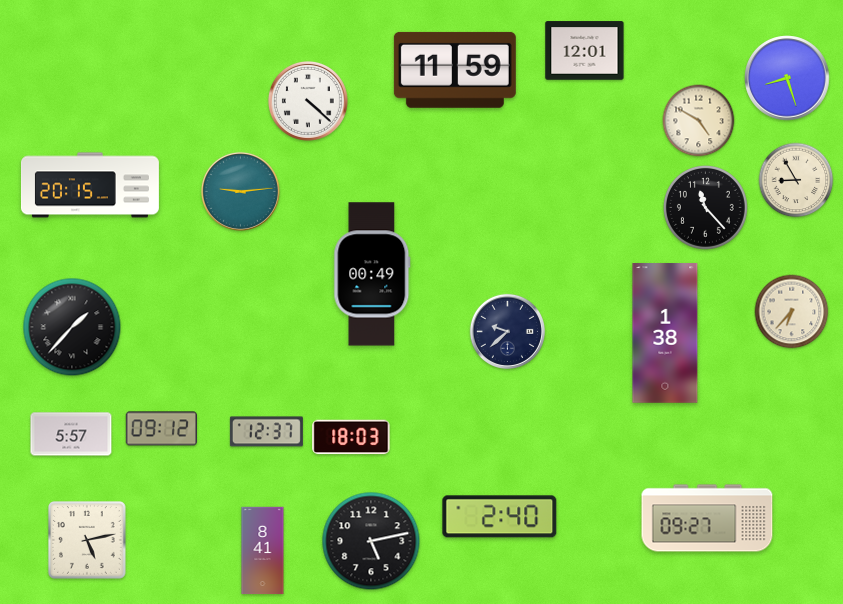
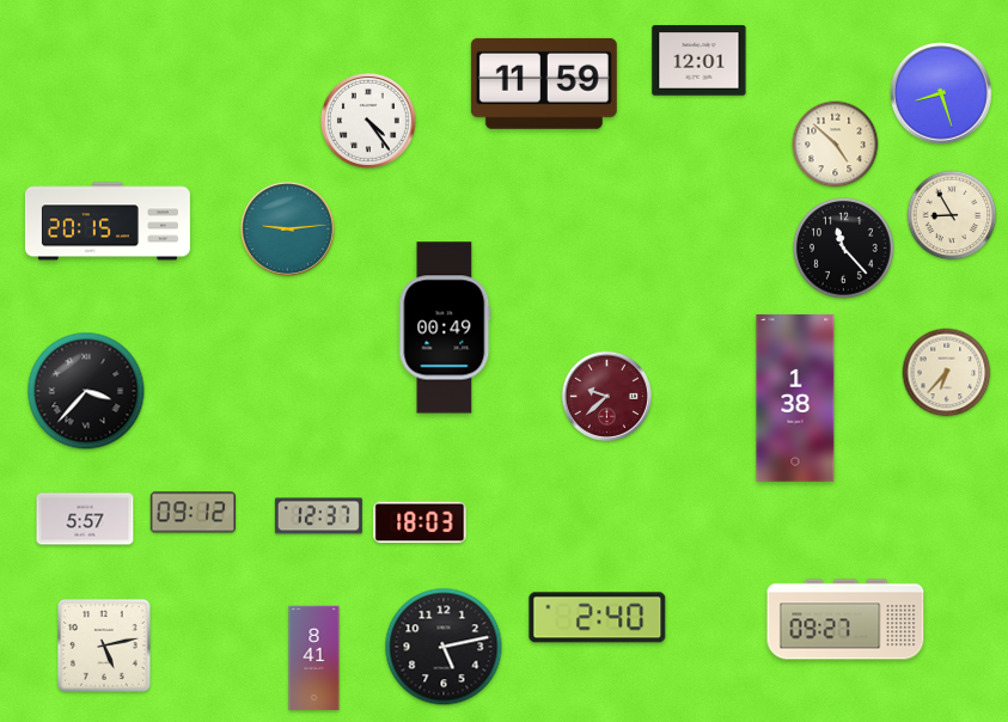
clock at (308, 101): 4:22 -> 4:24
clock at (699, 121): 4:50 -> 4:52
clock at (72, 327): 1:37 -> 3:37
clock at (507, 331) dial: navy -> burgundy
